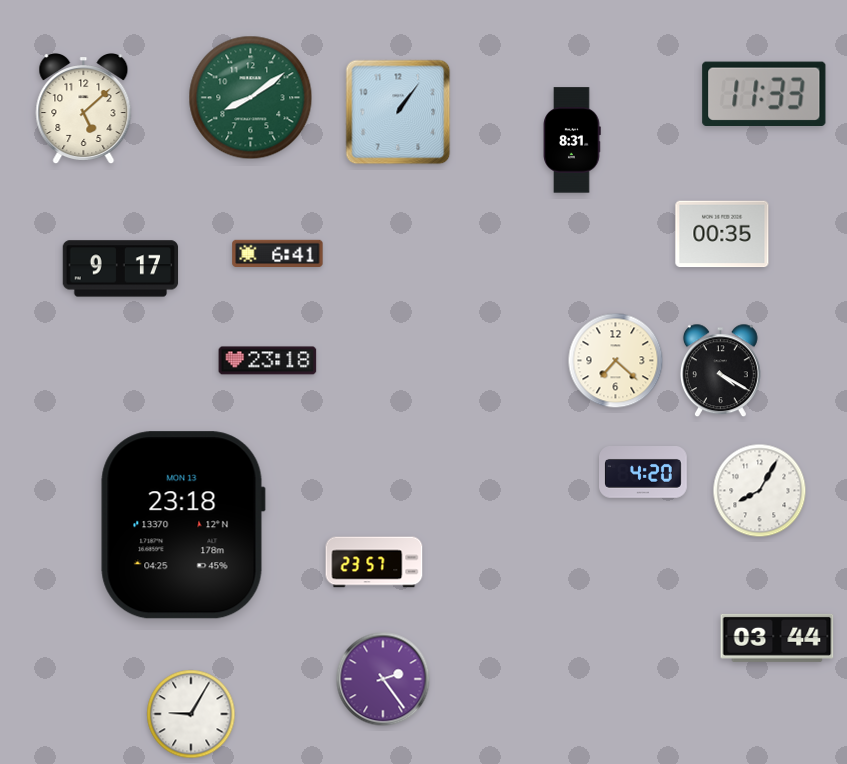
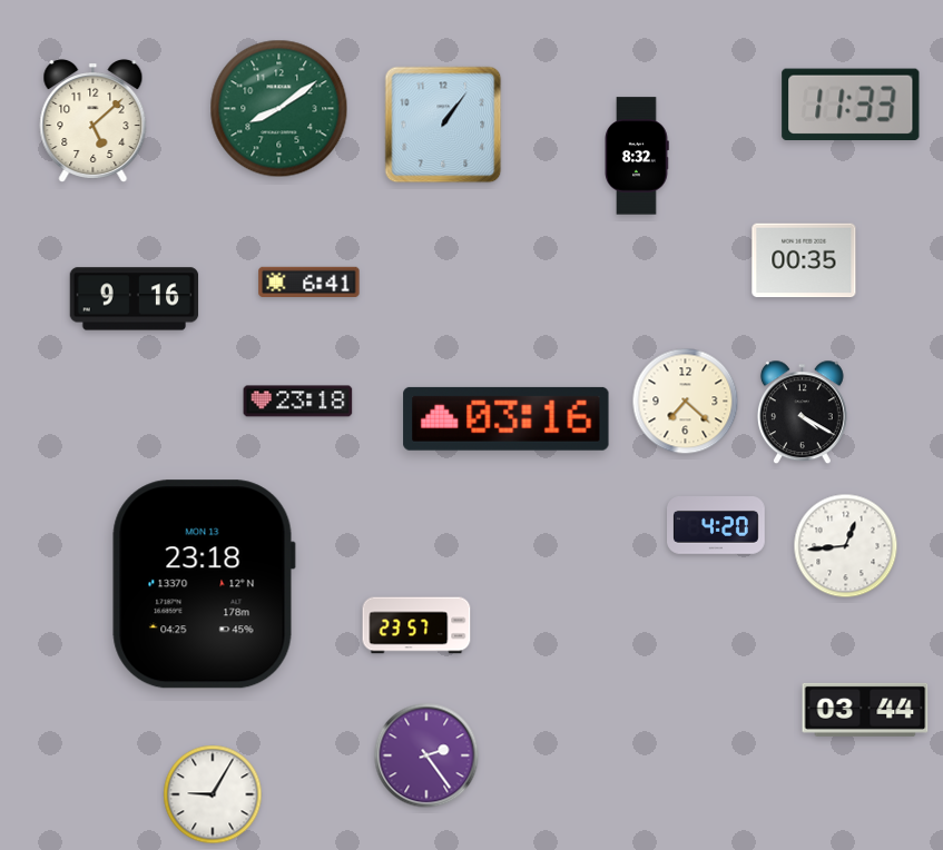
clock at (572, 140): 8:31 -> 8:32
clock at (121, 269): 9:17 -> 9:16
clock at (507, 418): none -> 03:16
clock at (760, 491): 8:05 -> 12:44
